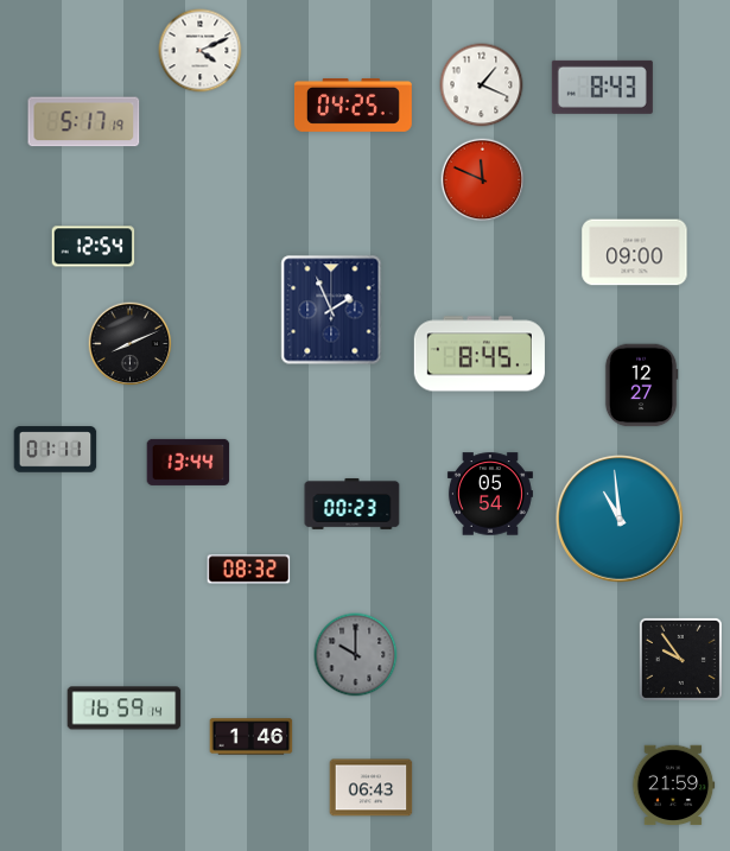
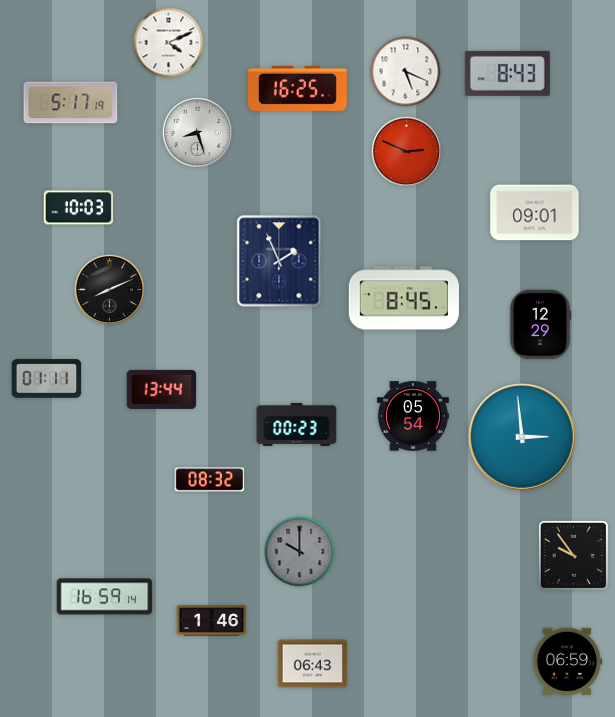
clock at (482, 85): 1:19 -> 5:19
clock at (353, 104): 04:25 -> 16:25
clock at (198, 133): none -> 8:27
clock at (483, 180): 11:49 -> 2:49
clock at (94, 247): 12:54 -> 10:03
clock at (635, 253): 09:00 -> 09:01
clock at (641, 386): 12:27 -> 12:29
clock at (189, 462) position: (189, 462) -> (162, 389)
clock at (620, 519): 10:59 -> 2:59
clock at (673, 786): 21:59 -> 06:59
